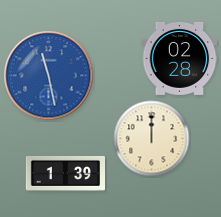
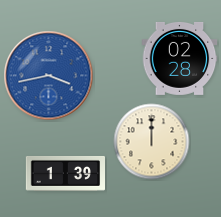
clock at (49, 76): 11:28 -> 3:43
clock at (152, 139) position: (152, 139) -> (152, 142)
